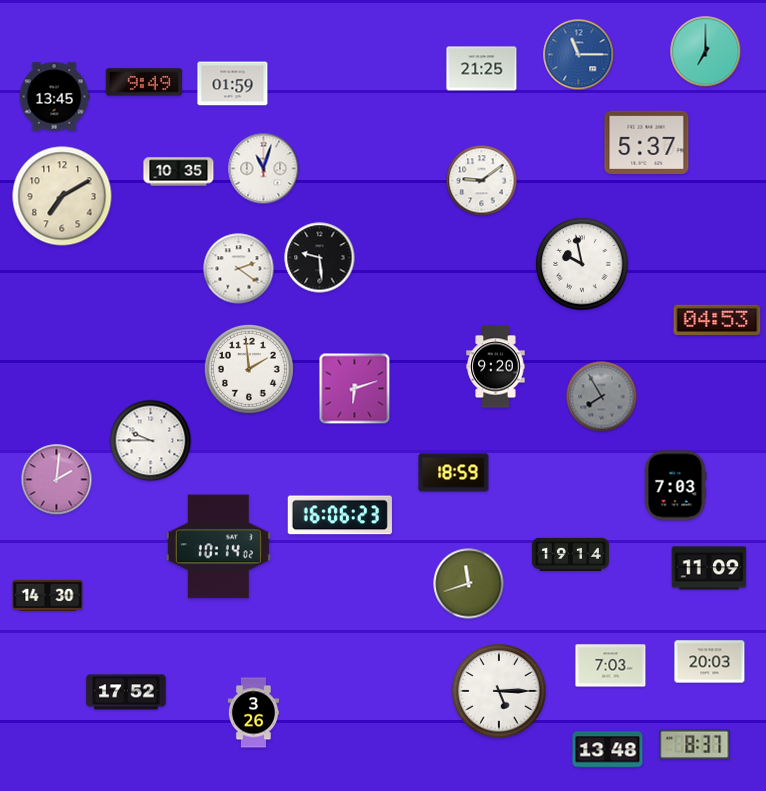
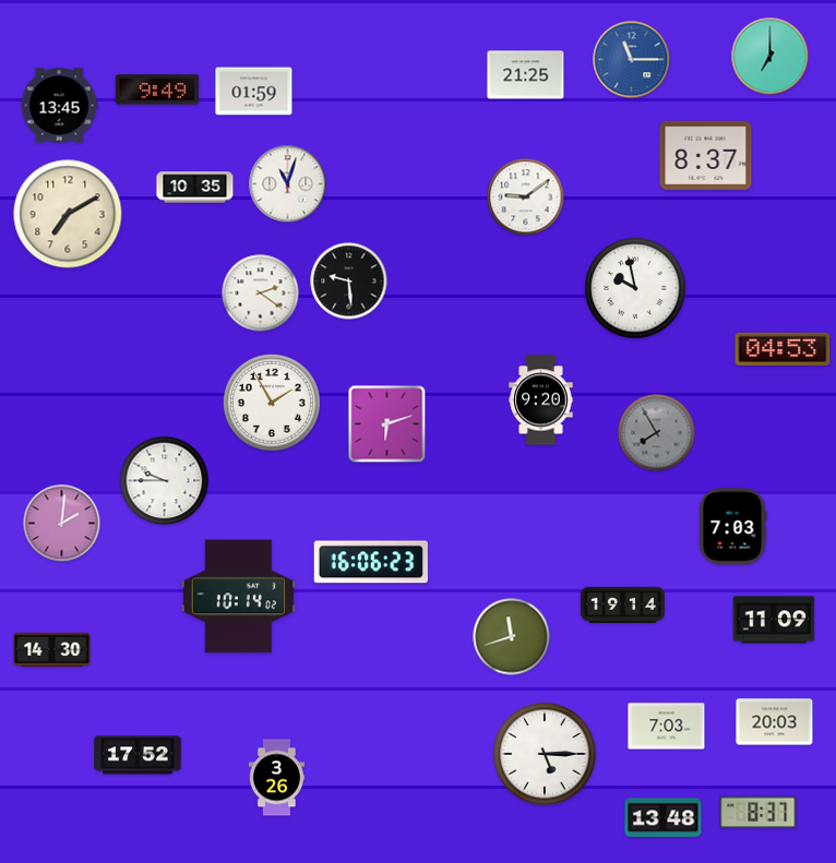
clock at (647, 142): 5:37 -> 8:37
clock at (249, 369): 1:59 -> 1:55
clock at (454, 473): 18:59 -> none
clock at (675, 486) position: (675, 486) -> (732, 527)
